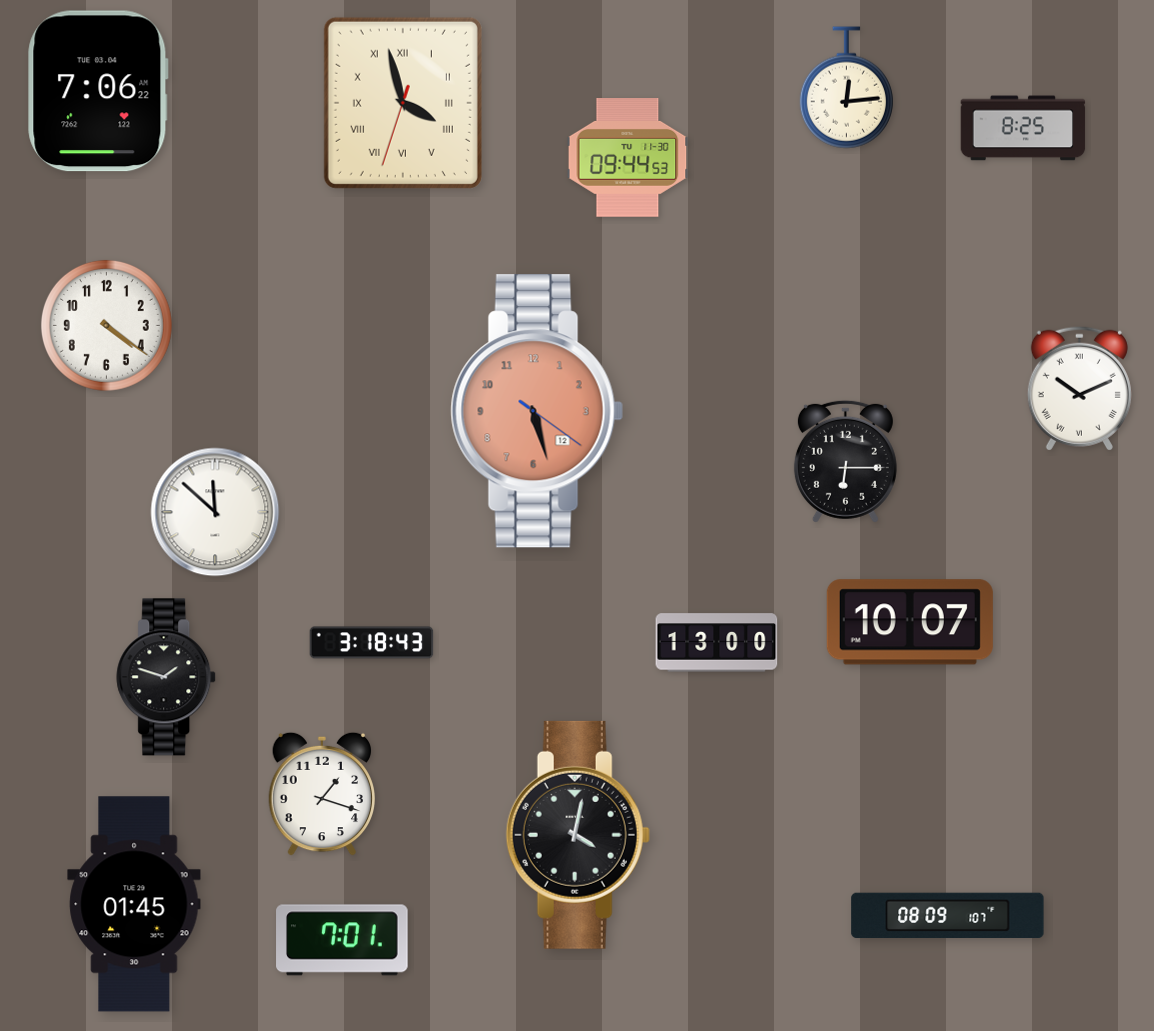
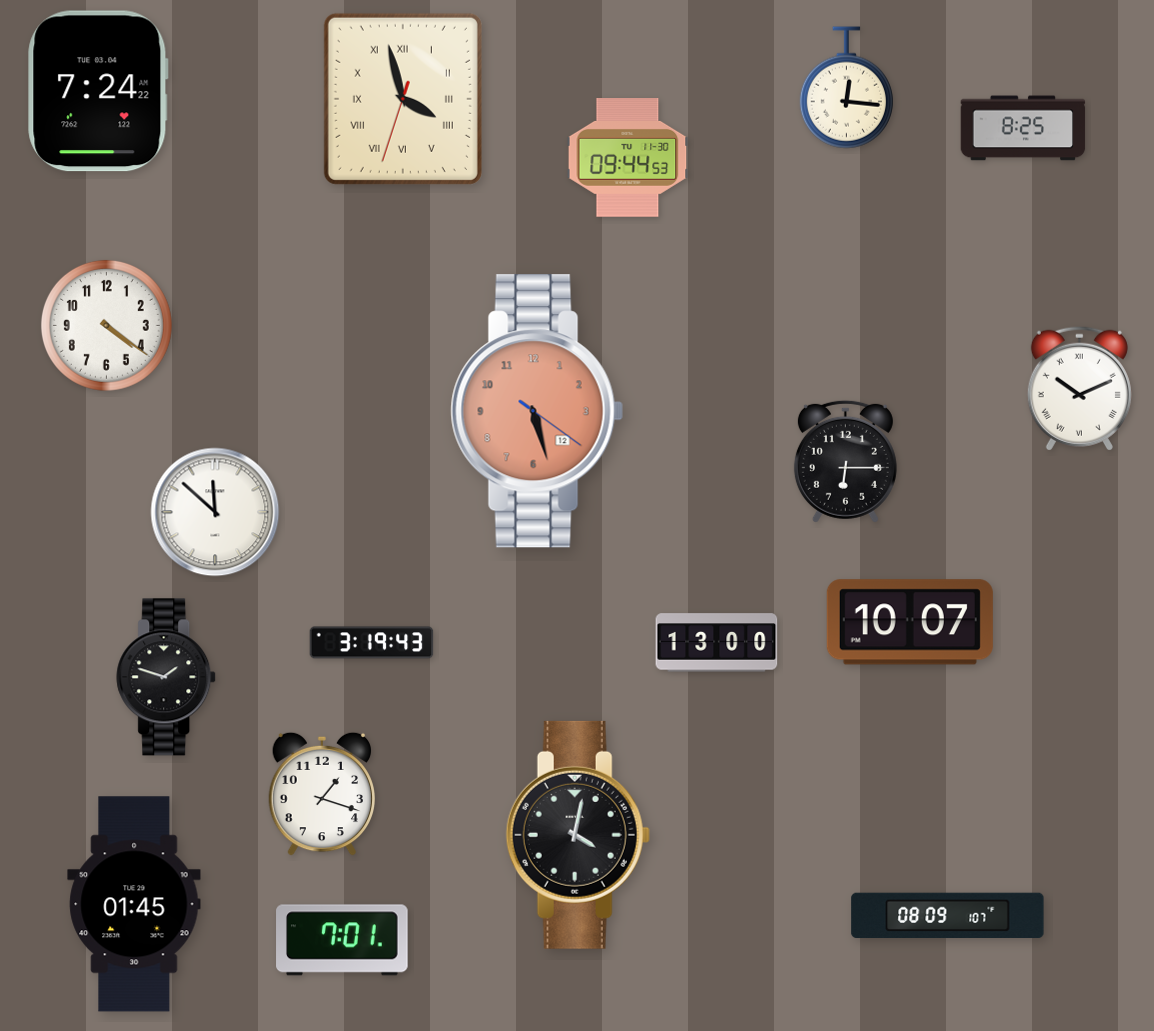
clock at (846, 88): 12:14 -> 12:16
clock at (98, 91): 7:06 -> 7:24
clock at (403, 103) position: (403, 103) -> (403, 99)
clock at (372, 643): 3:18 -> 3:19
